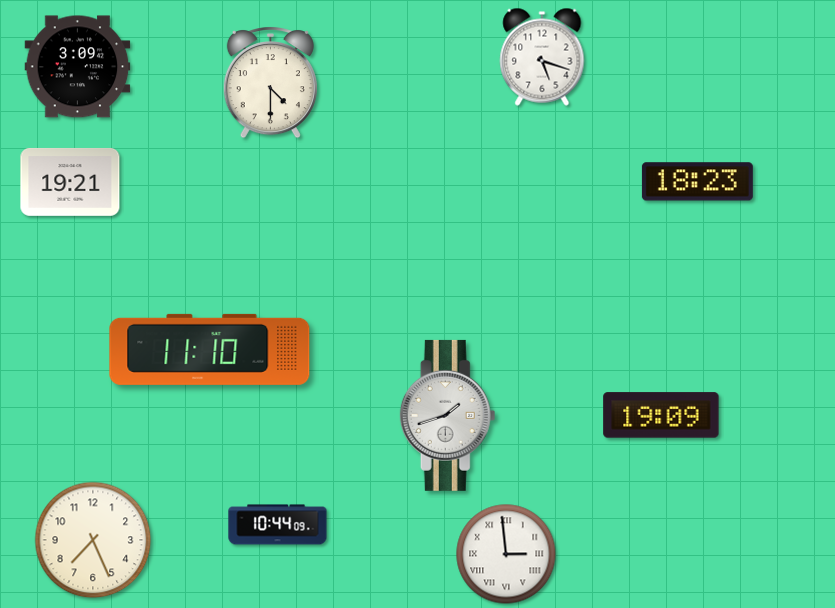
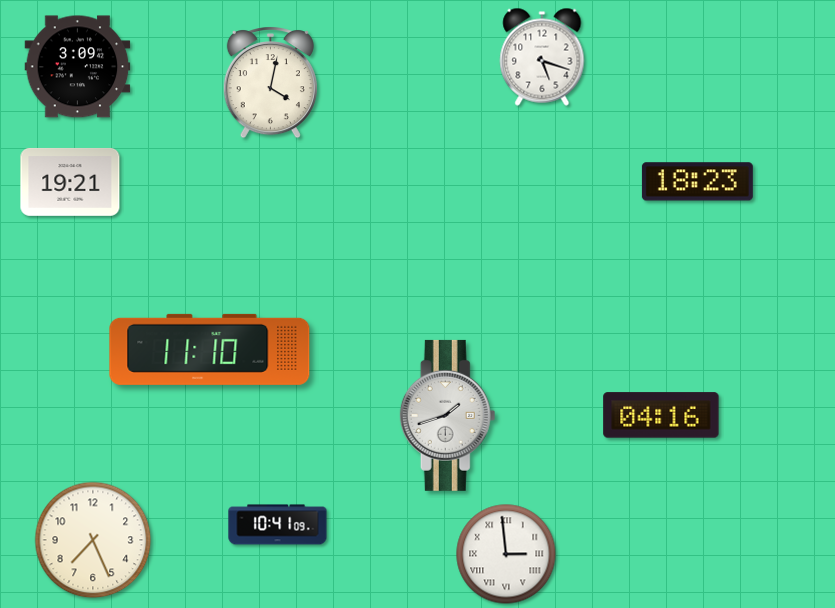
clock at (270, 83): 4:30 -> 4:02
clock at (661, 415): 19:09 -> 04:16
clock at (278, 525): 10:44 -> 10:41
